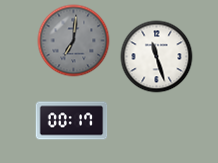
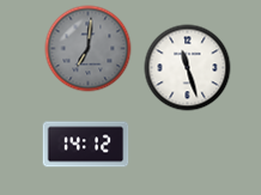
clock at (72, 121): 00:17 -> 14:12
